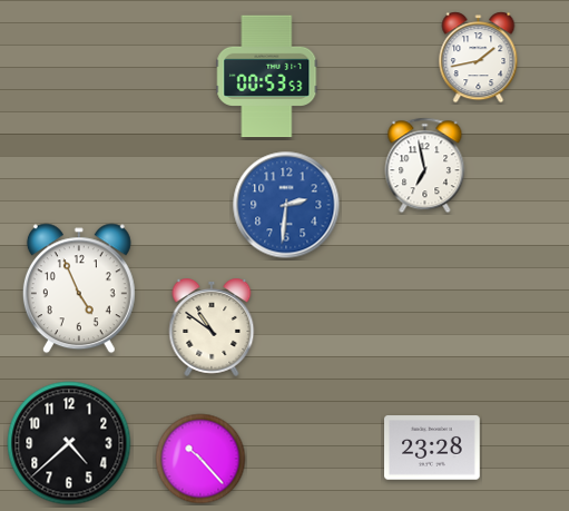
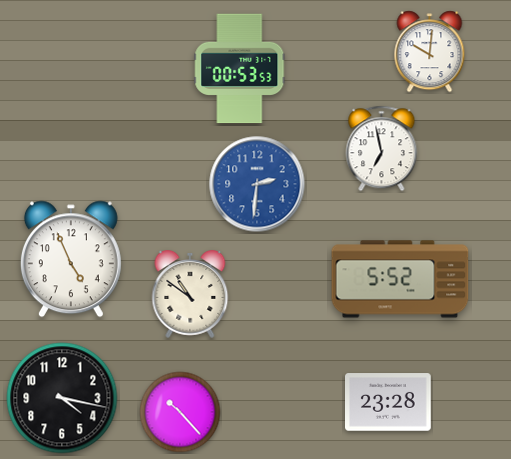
clock at (479, 58): 1:43 -> 10:01
clock at (400, 279): none -> 5:52
clock at (69, 443): 4:38 -> 4:17
